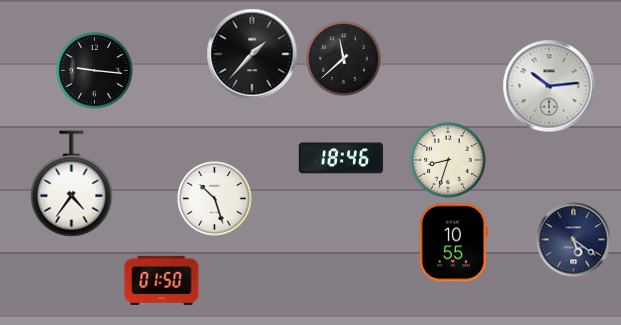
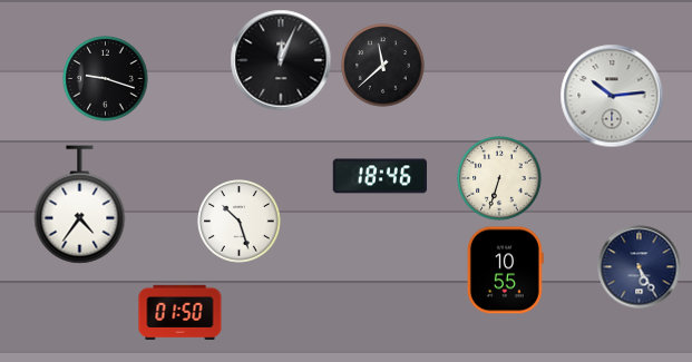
clock at (252, 54): 1:37 -> 12:04
clock at (95, 71): 9:16 -> 9:18
clock at (448, 160): 8:33 -> 6:33
clock at (574, 240): 5:21 -> 5:25
